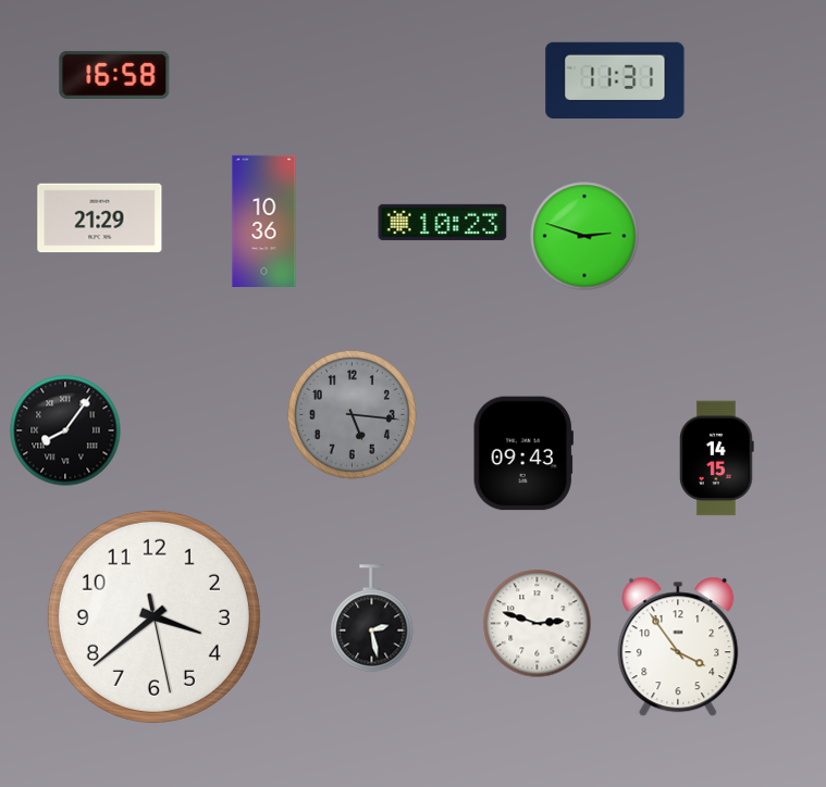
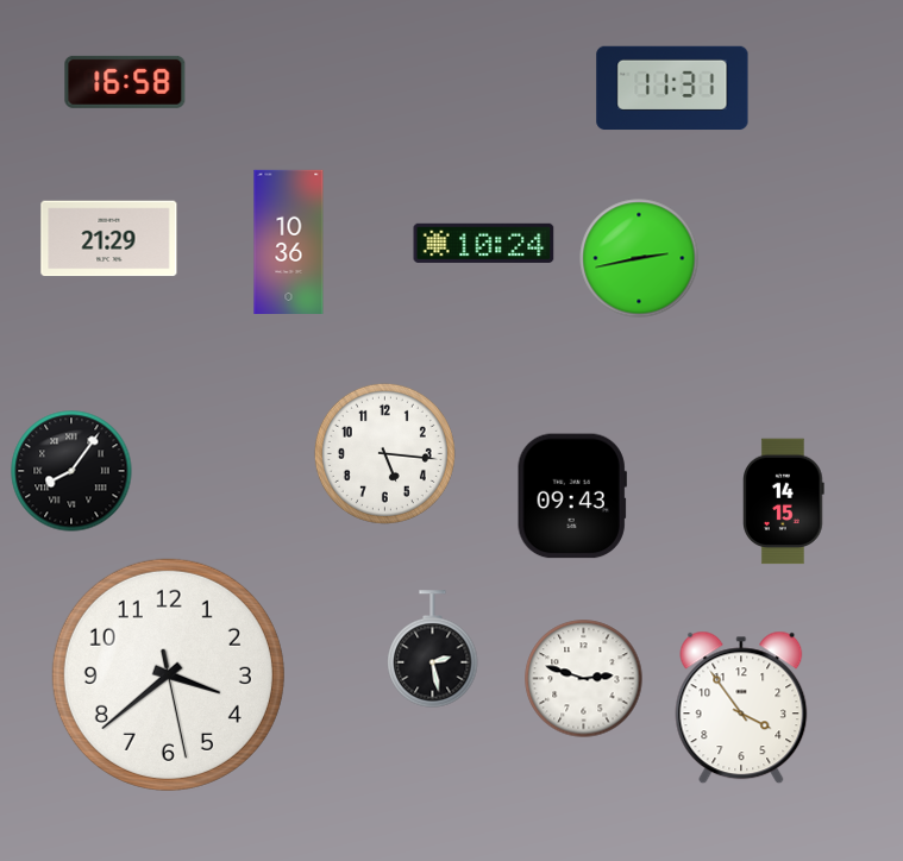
clock at (443, 222): 10:23 -> 10:24
clock at (584, 236): 2:48 -> 2:43
clock at (352, 414) dial: grey -> white
clock at (372, 619) position: (372, 619) -> (433, 649)
clock at (538, 624) position: (538, 624) -> (584, 679)
